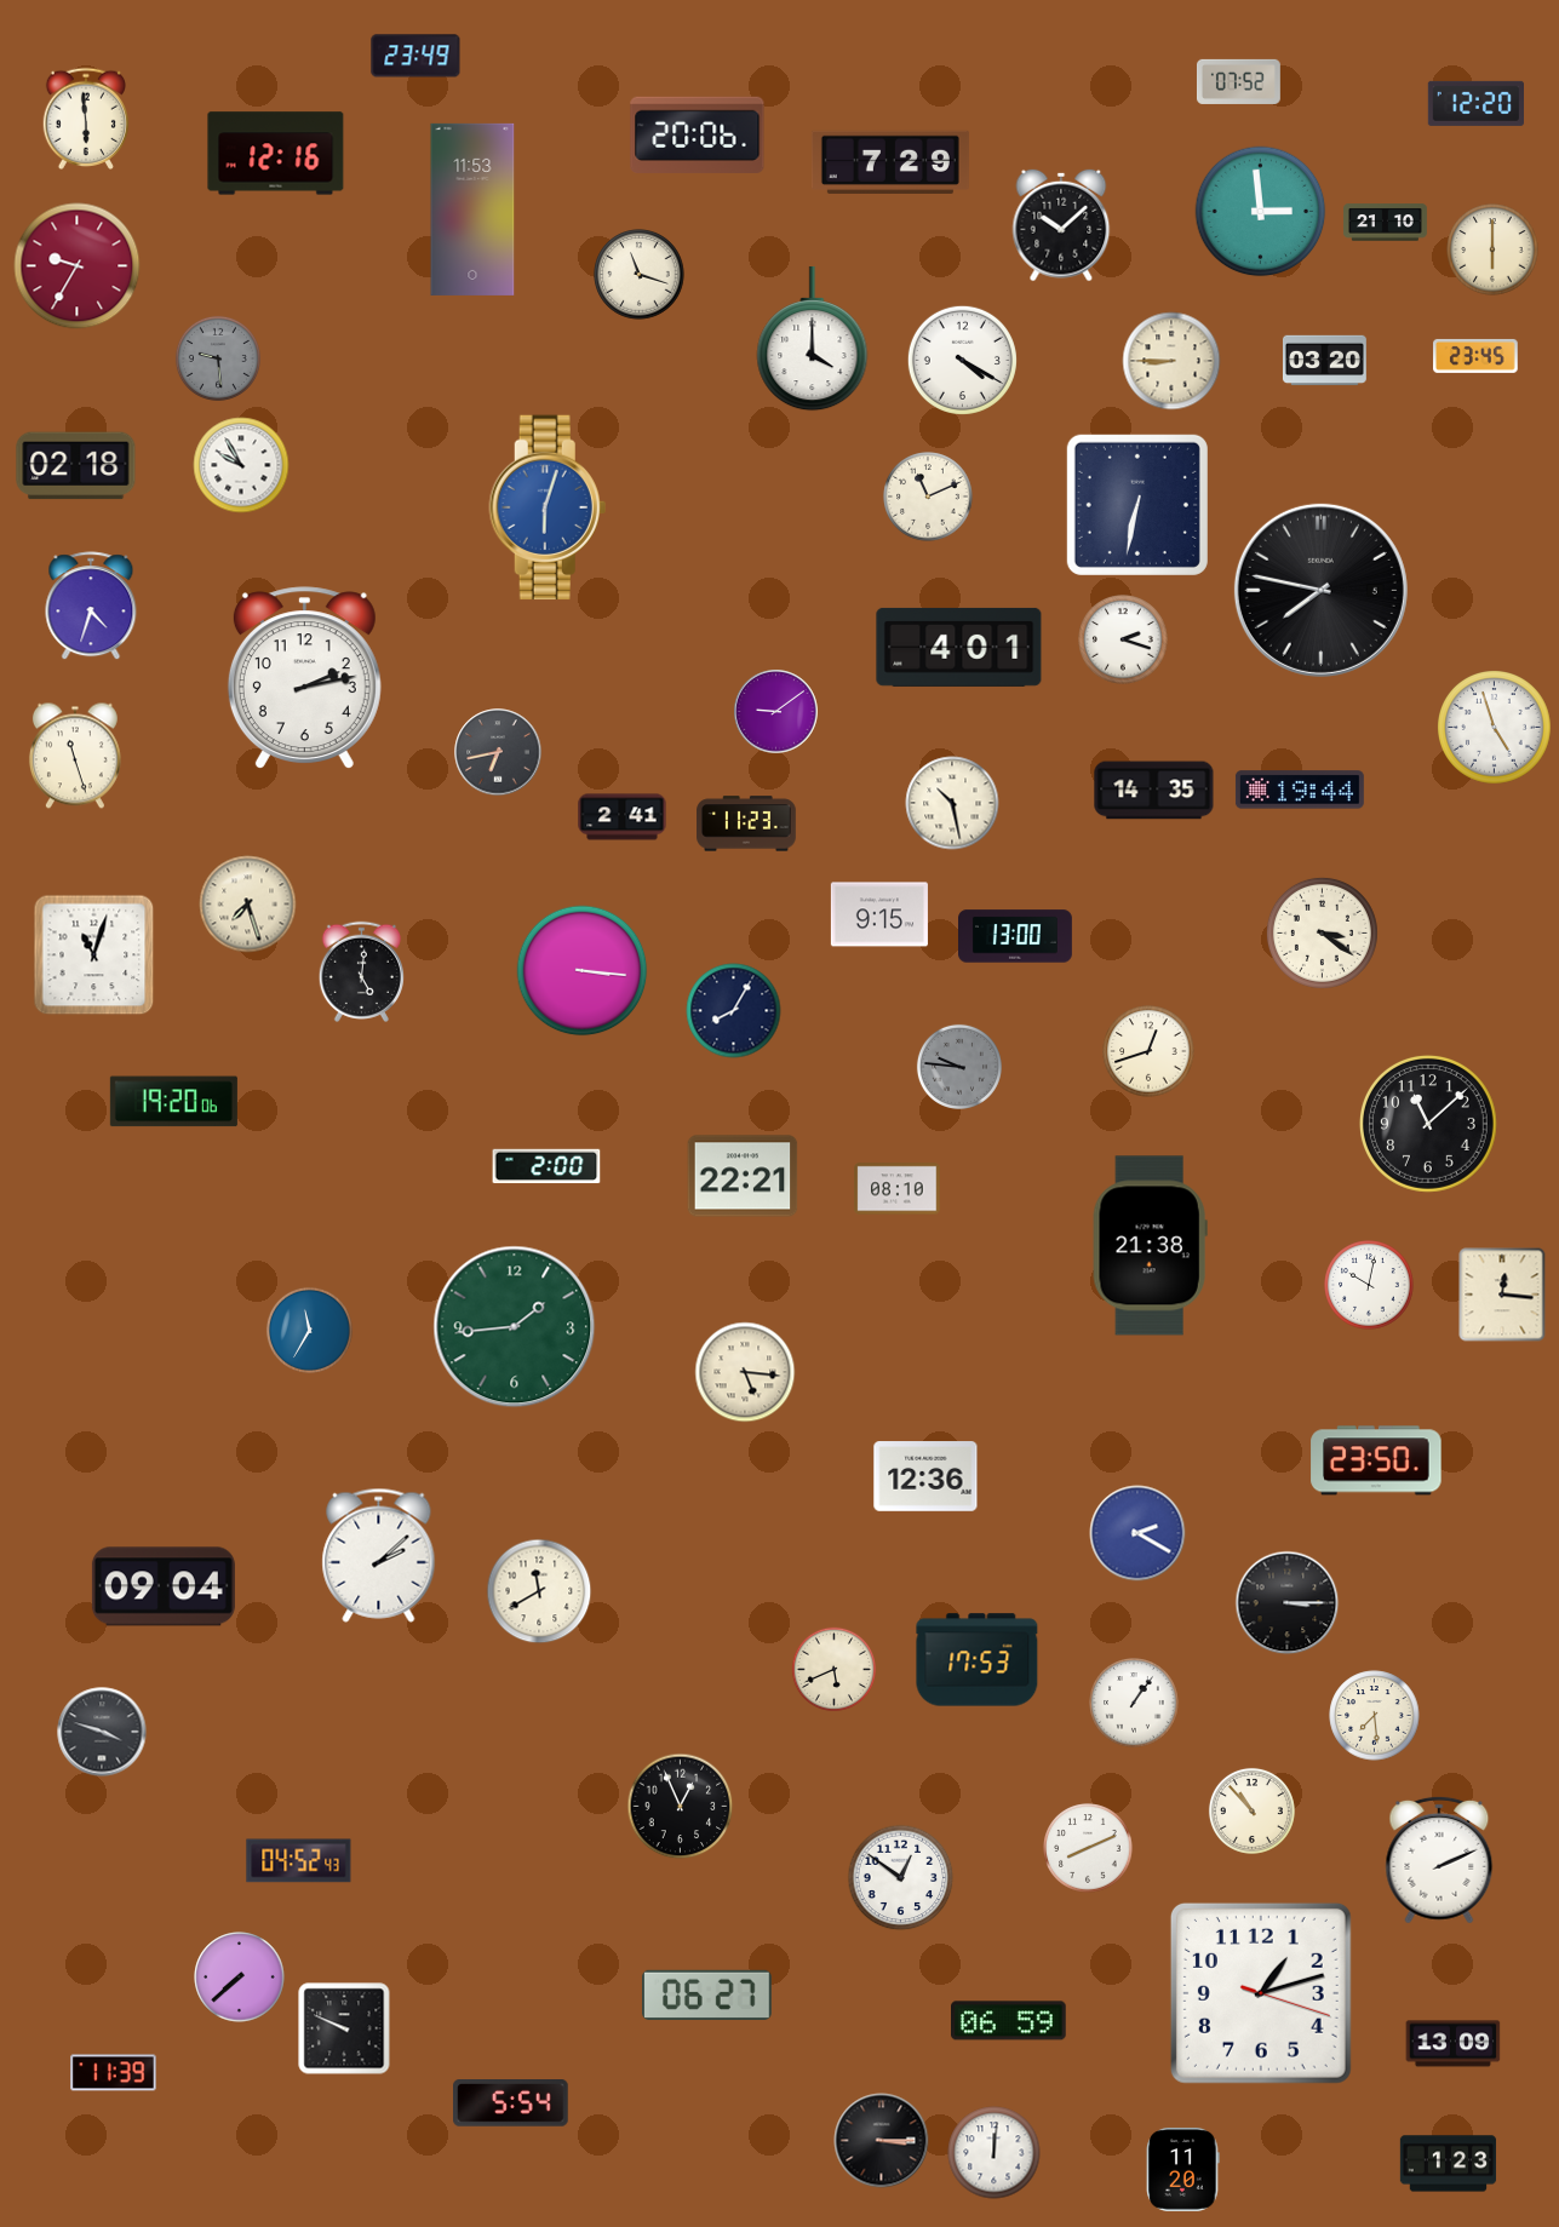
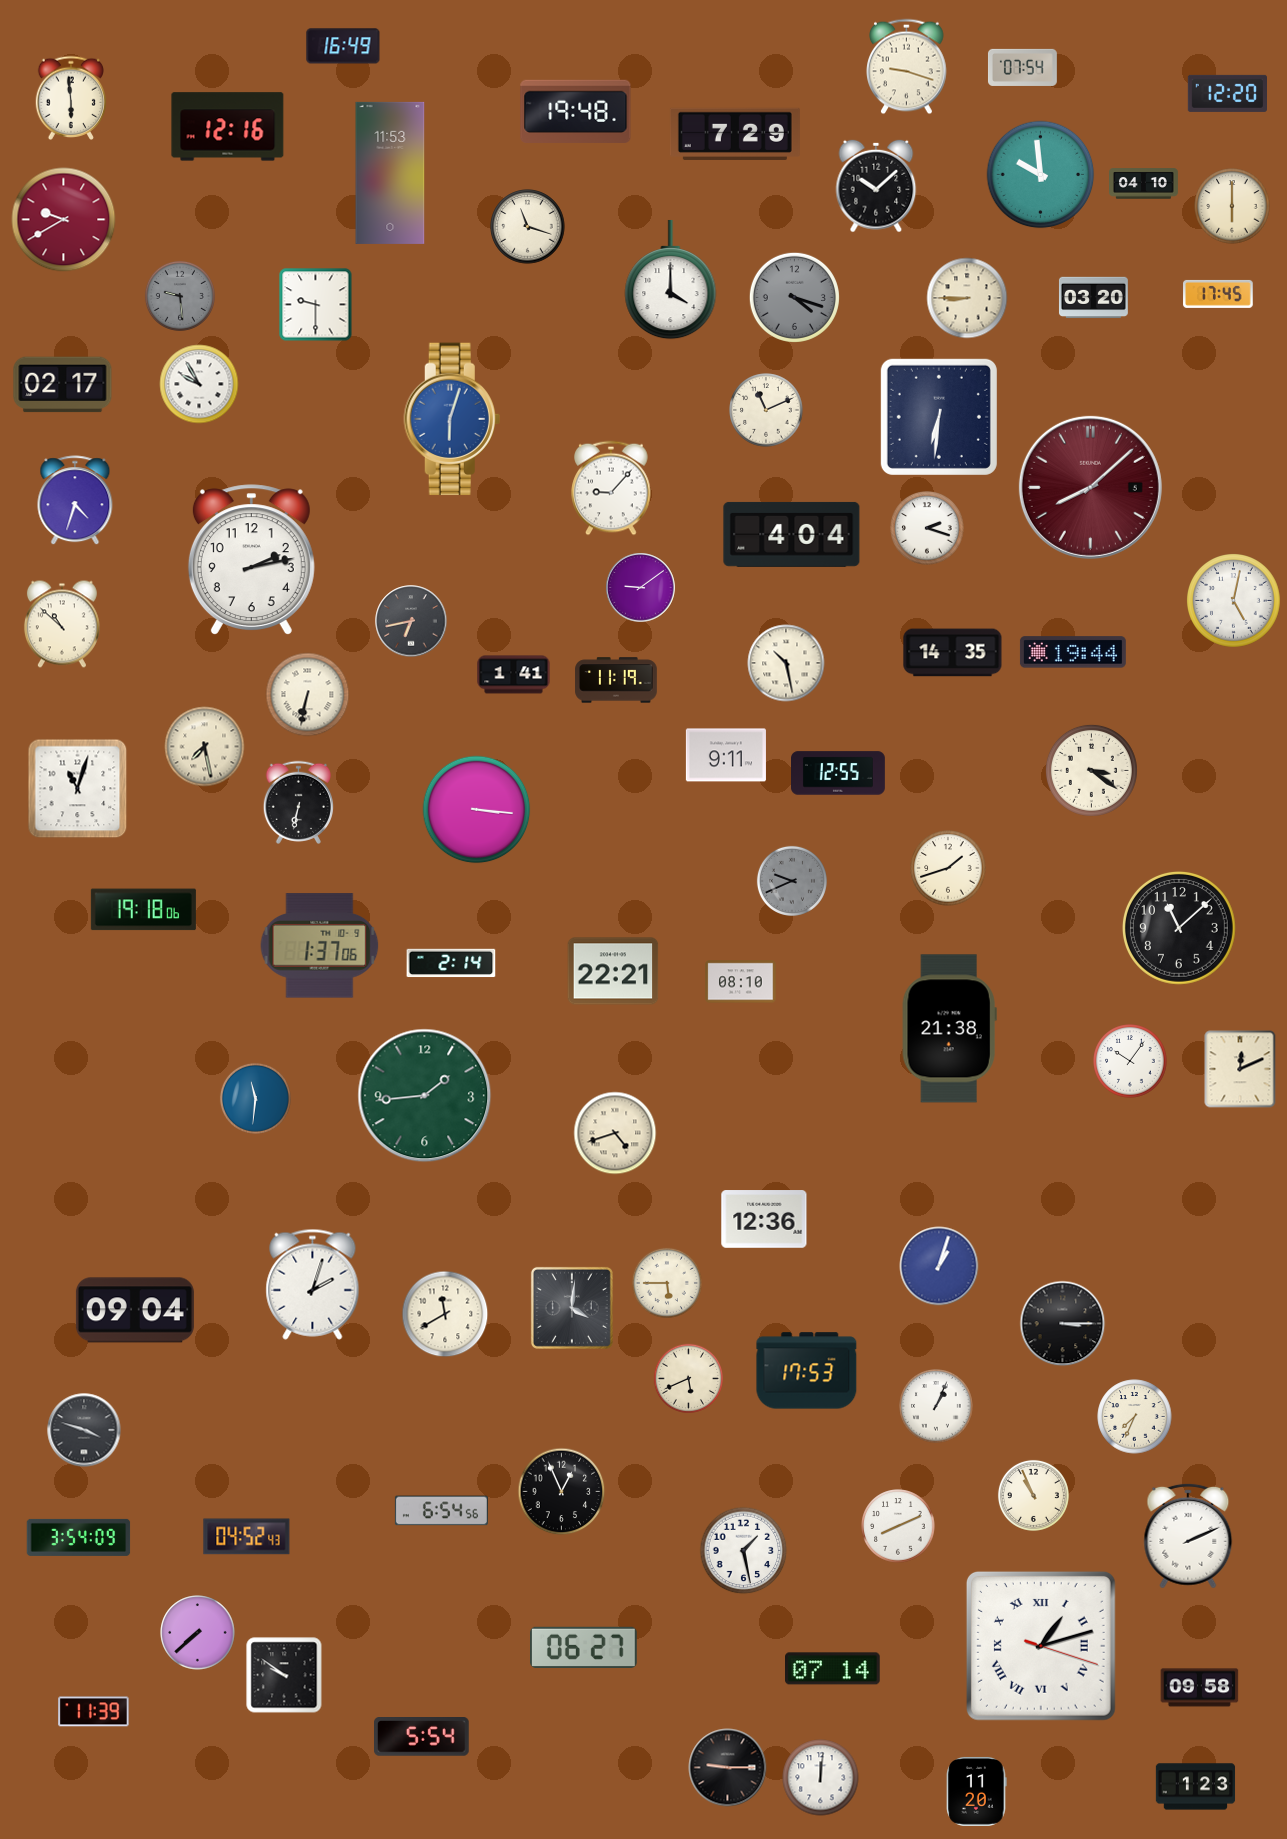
clock at (415, 56): 23:49 -> 16:49
clock at (907, 67): none -> 9:18
clock at (1238, 81): 07:52 -> 07:54
clock at (1475, 103) position: (1475, 103) -> (1227, 93)
clock at (698, 134): 20:06 -> 19:48
clock at (1261, 212): 2:59 -> 9:59
clock at (1386, 223): 21:10 -> 04:10
clock at (78, 266): 9:35 -> 9:40
clock at (1475, 356): 23:45 -> 17:45
clock at (962, 360): 4:20 -> 4:18
clock at (962, 360) dial: white -> grey
clock at (316, 305): none -> 9:30
clock at (76, 466): 02:18 -> 02:17
clock at (1137, 505): 6:32 -> 6:31
clock at (1320, 590): 7:47 -> 8:08
clock at (1320, 590) dial: black -> burgundy
clock at (611, 488): none -> 9:07
clock at (959, 647): 4:01 -> 4:04
clock at (1495, 728): 4:57 -> 5:02
clock at (75, 756): 11:27 -> 10:52
clock at (623, 817): 2:41 -> 1:41
clock at (746, 823): 11:23 -> 11:19
clock at (308, 695): none -> 6:32
clock at (248, 905): 7:27 -> 7:28
clock at (879, 914): 9:15 -> 9:11
clock at (1016, 936): 13:00 -> 12:55
clock at (361, 971): 5:01 -> 6:32
clock at (583, 971) position: (583, 971) -> (477, 810)
clock at (734, 1011): 8:05 -> none
clock at (1148, 1051): 12:42 -> 1:42
clock at (959, 1067): 9:46 -> 9:41
clock at (173, 1102): 19:20 -> 19:18
clock at (320, 946): none -> 1:37
clock at (546, 1166): 2:00 -> 2:14
clock at (1369, 1285): 10:02 -> 10:06
clock at (1502, 1295): 12:16 -> 12:11
clock at (309, 1330): 11:35 -> 11:31
clock at (745, 1372): 5:16 -> 4:42
clock at (1376, 1460): 23:50 -> none
clock at (1137, 1533): 2:20 -> 1:03
clock at (667, 1283): none -> 5:45
clock at (379, 1555): 2:08 -> 2:03
clock at (572, 1308): none -> 4:01
clock at (1134, 1703): 1:06 -> 1:04
clock at (1375, 1716): 7:29 -> 7:34
clock at (1251, 1810): 10:53 -> 10:56
clock at (441, 1511): none -> 6:54
clock at (79, 1537): none -> 3:54
clock at (901, 1878): 12:51 -> 1:28
clock at (1261, 1993) numerals: Arabic -> Roman
clock at (1009, 2021): 06:59 -> 07:14
clock at (344, 2028): 9:49 -> 9:51
clock at (1454, 2044): 13:09 -> 09:58
clock at (882, 2141): 3:15 -> 9:15
